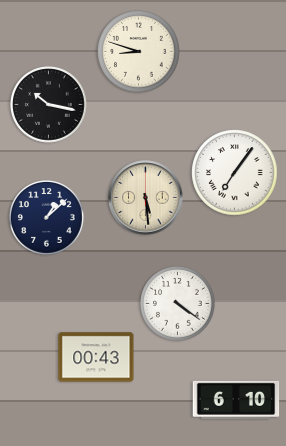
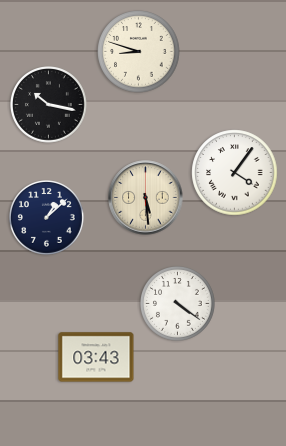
clock at (235, 173): 7:06 -> 4:06
clock at (96, 357): 00:43 -> 03:43
clock at (236, 400): 6:10 -> none
